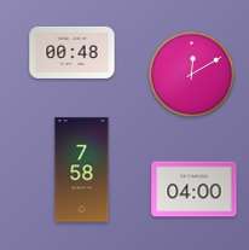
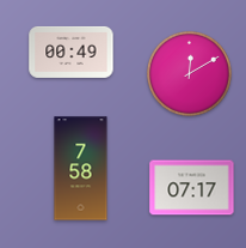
clock at (73, 52): 00:48 -> 00:49
clock at (195, 190): 04:00 -> 07:17
